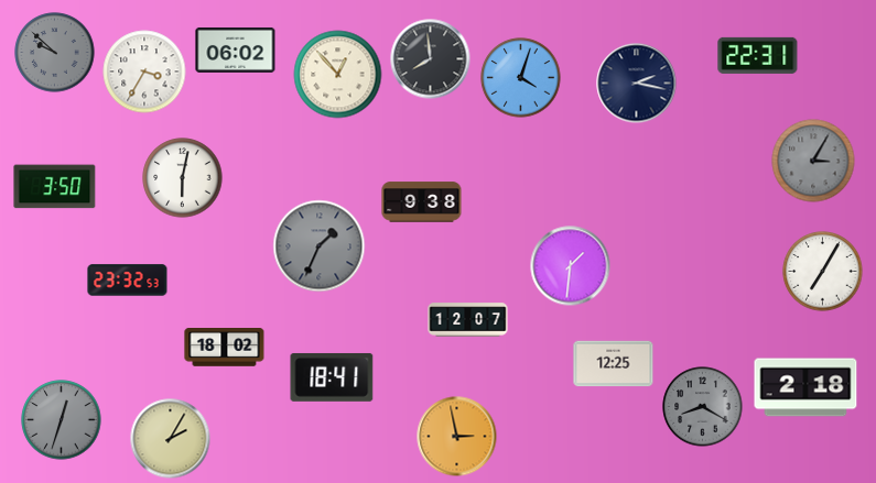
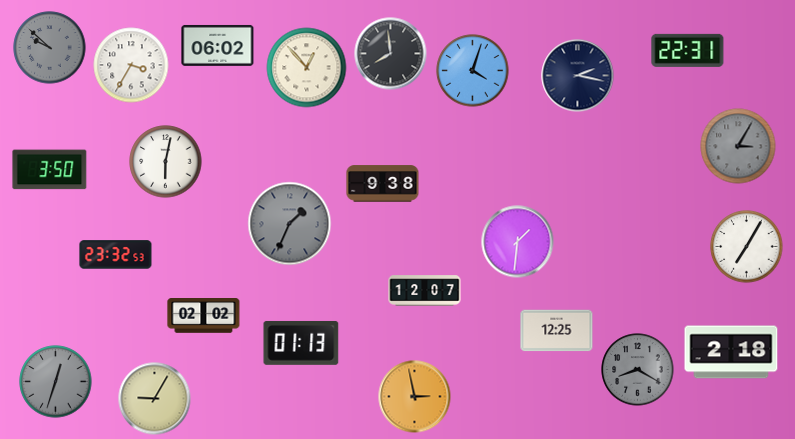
clock at (236, 50) position: (236, 50) -> (218, 45)
clock at (225, 348): 18:02 -> 02:02
clock at (332, 377): 18:41 -> 01:13
clock at (171, 439): 2:05 -> 9:05
